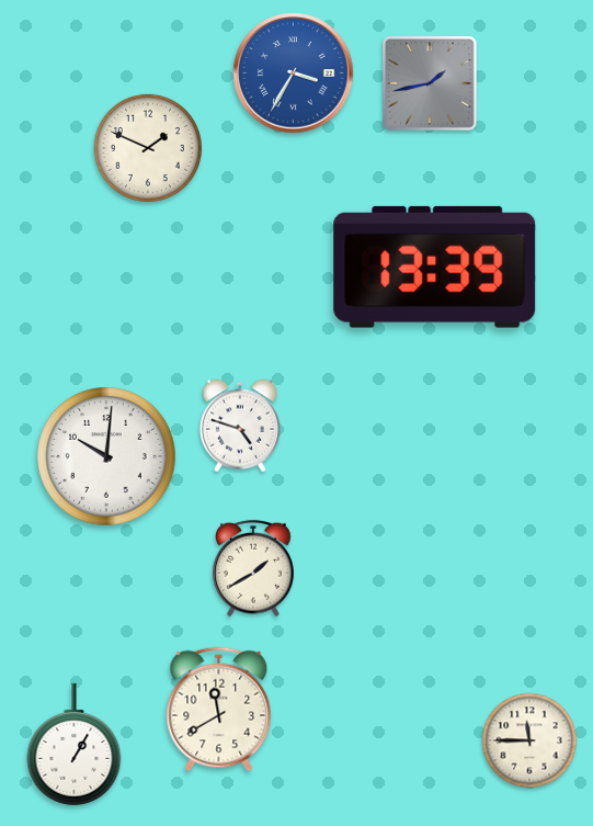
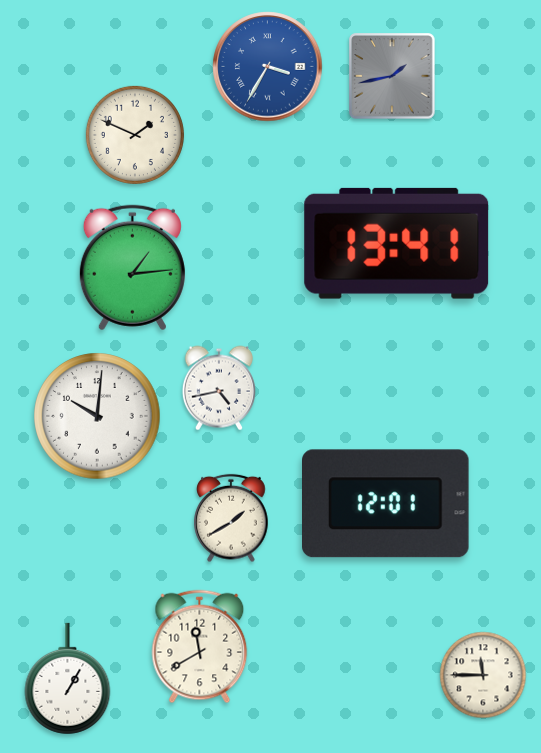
clock at (435, 267): 13:39 -> 13:41
clock at (132, 268): none -> 1:14
clock at (240, 426): 4:48 -> 4:43
clock at (386, 504): none -> 12:01
